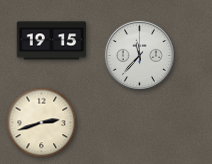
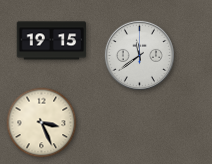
clock at (139, 55): 11:37 -> 11:39
clock at (42, 123): 2:42 -> 3:26
